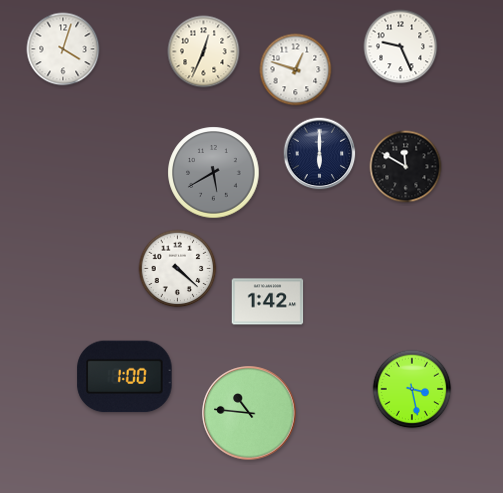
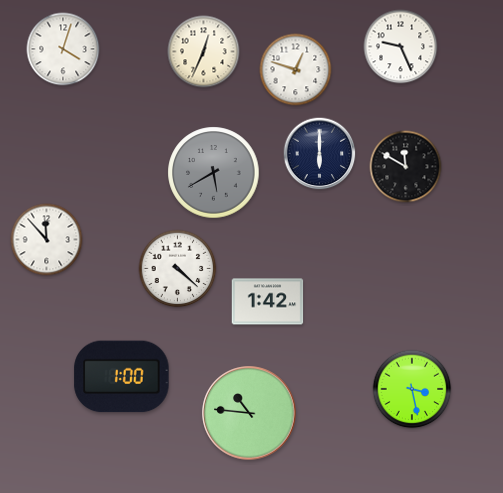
clock at (47, 240): none -> 11:53
clock at (125, 377) position: (125, 377) -> (122, 377)
